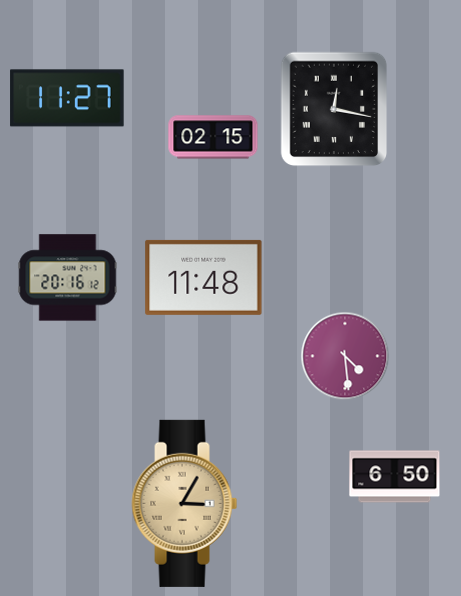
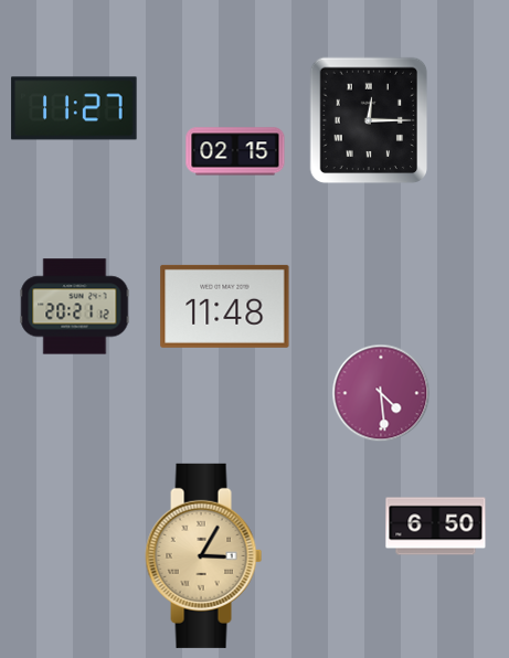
clock at (334, 109): 12:17 -> 12:15
clock at (68, 278): 20:16 -> 20:21
